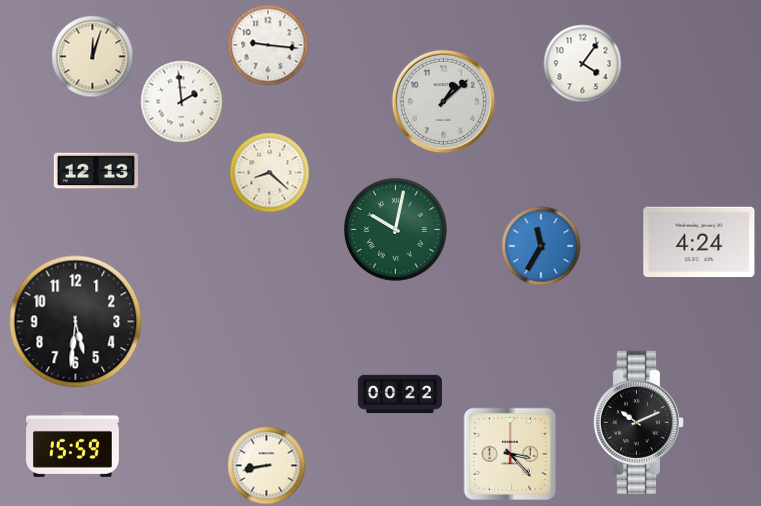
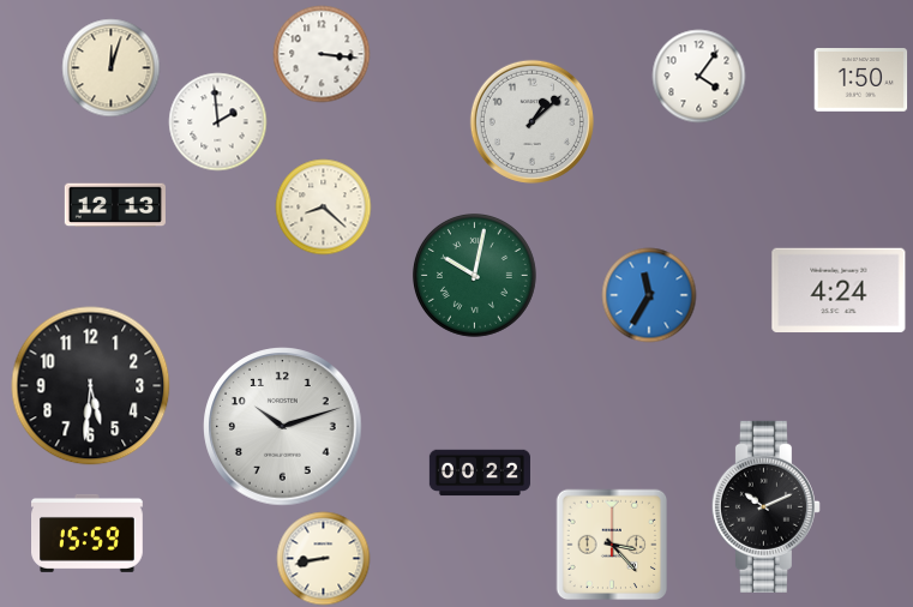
clock at (268, 45): 9:16 -> 3:16
clock at (860, 80): none -> 1:50
clock at (283, 427): none -> 10:12
clock at (266, 465) position: (266, 465) -> (323, 558)
